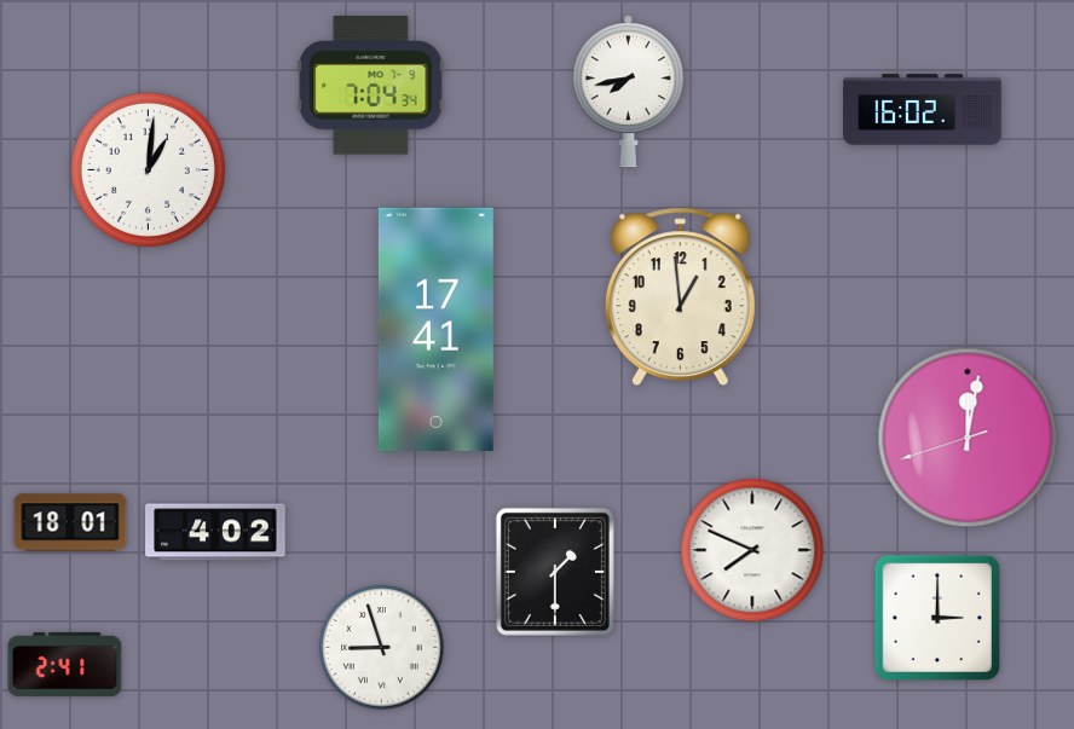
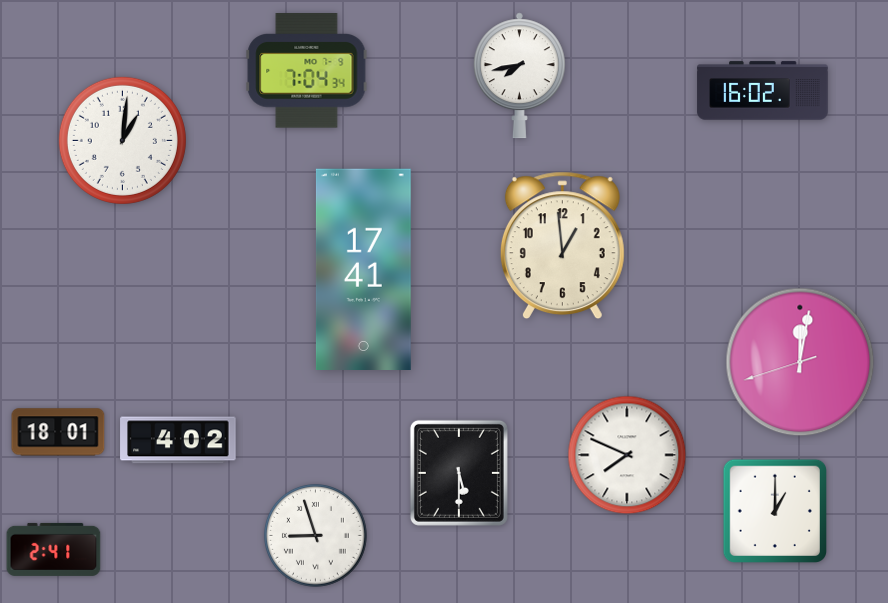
clock at (435, 329) position: (435, 329) -> (363, 269)
clock at (752, 550) position: (752, 550) -> (627, 455)
clock at (555, 572): 1:30 -> 5:30
clock at (936, 617): 3:00 -> 1:00
